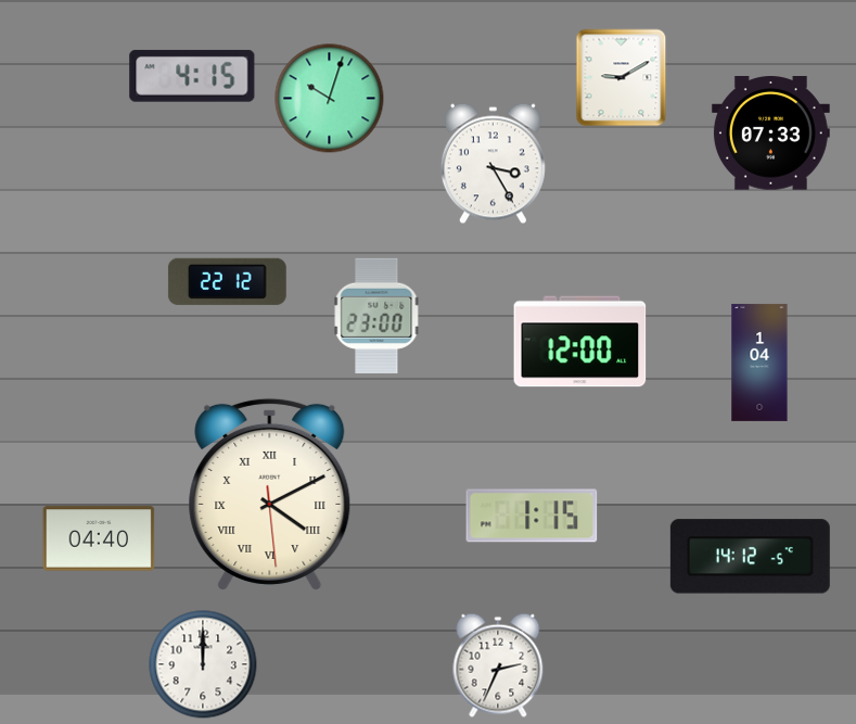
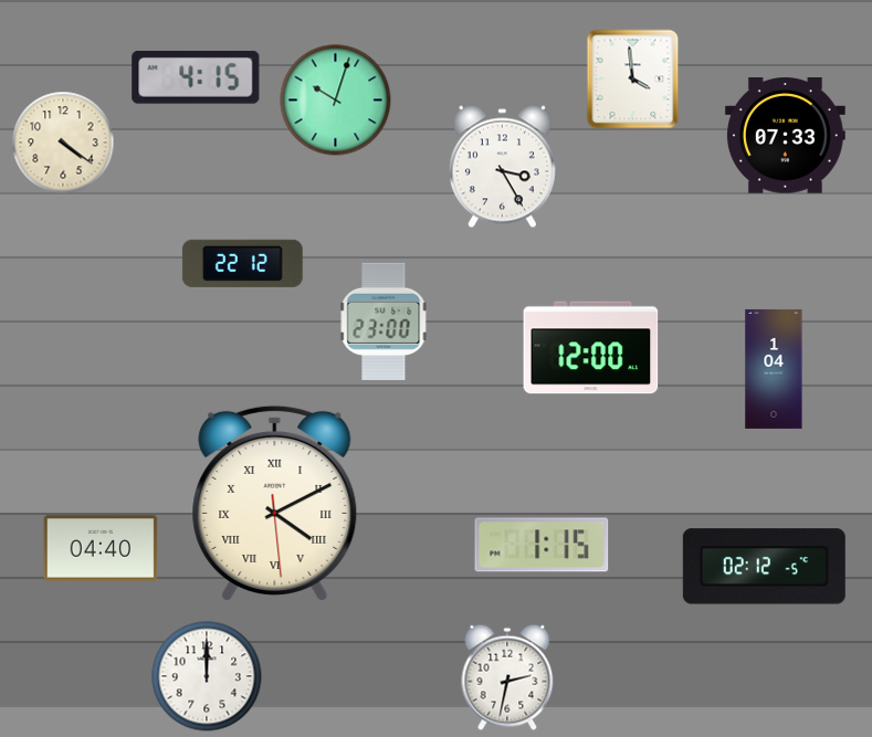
clock at (622, 78): 9:10 -> 3:59
clock at (63, 143): none -> 4:21
clock at (227, 281) position: (227, 281) -> (242, 263)
clock at (532, 516) position: (532, 516) -> (542, 545)
clock at (750, 557): 14:12 -> 02:12
clock at (498, 665): 2:34 -> 2:32
